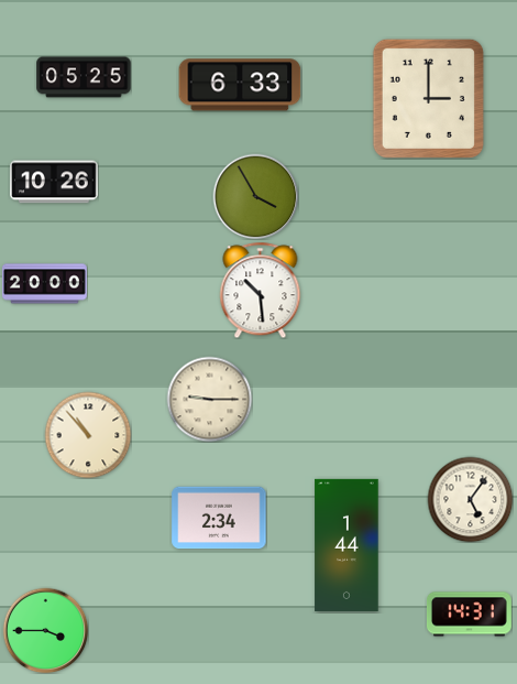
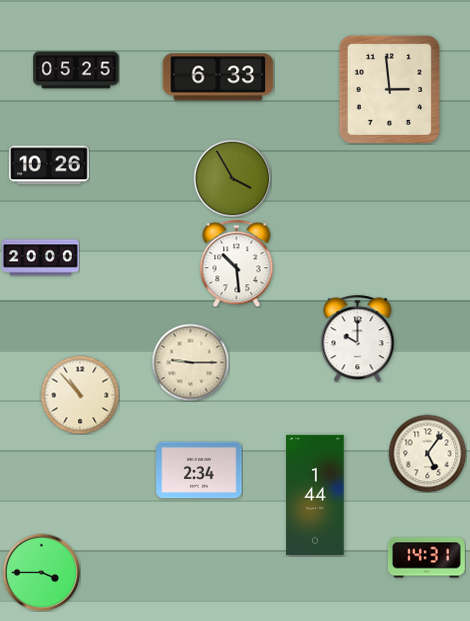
clock at (428, 98): 3:00 -> 2:59
clock at (358, 338): none -> 10:00
